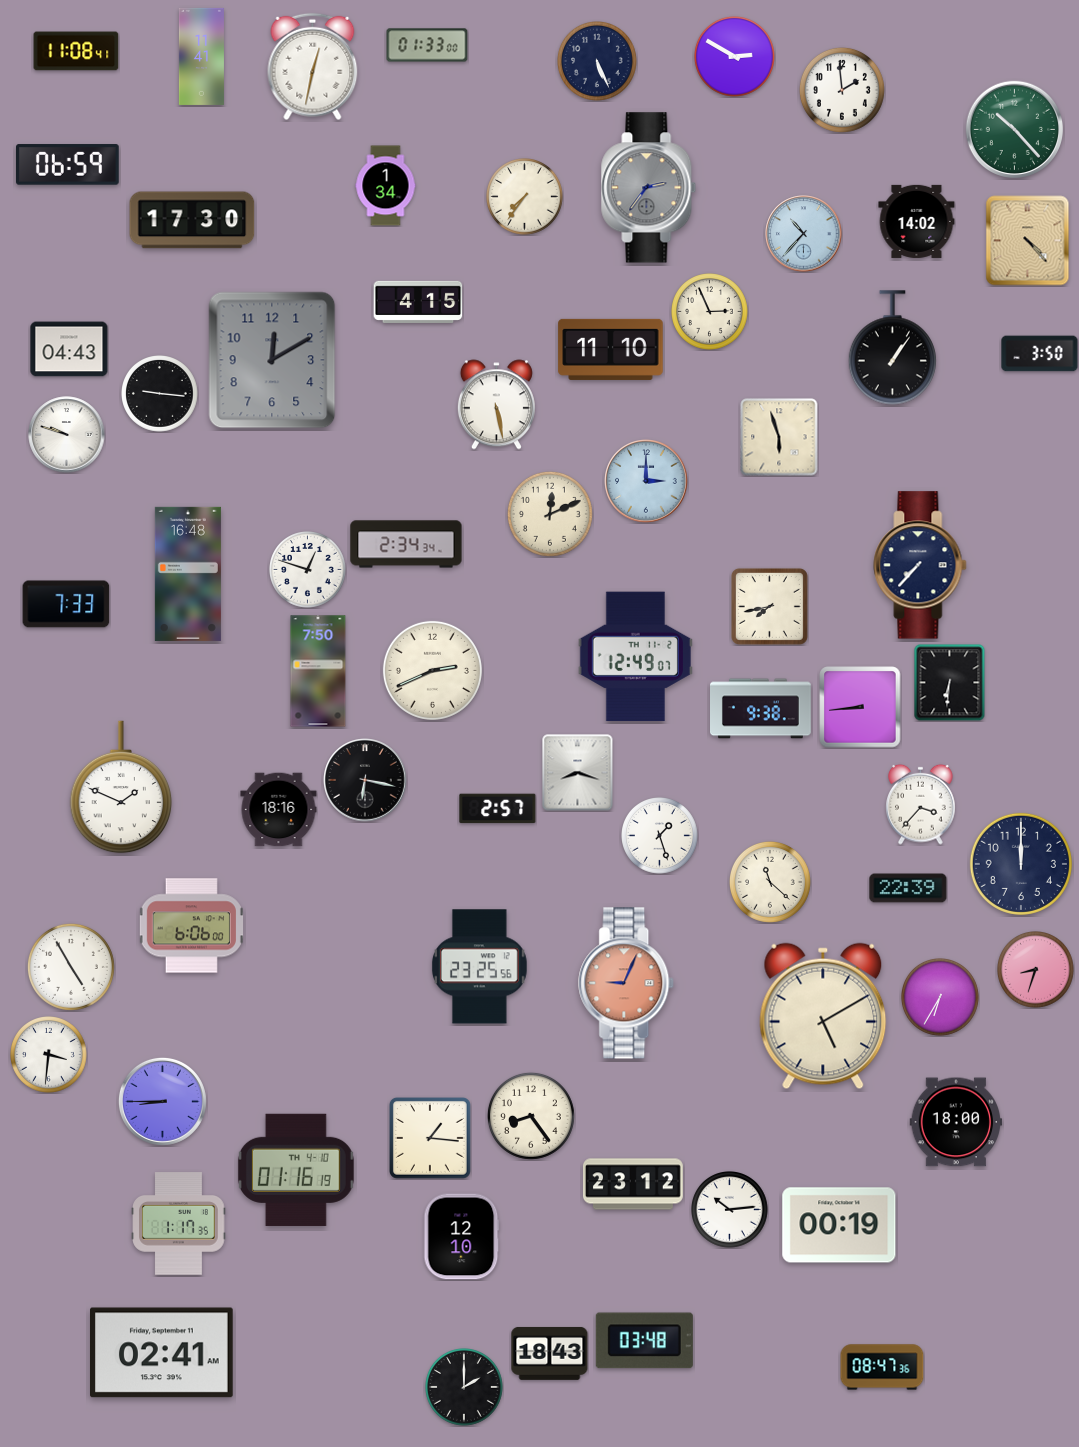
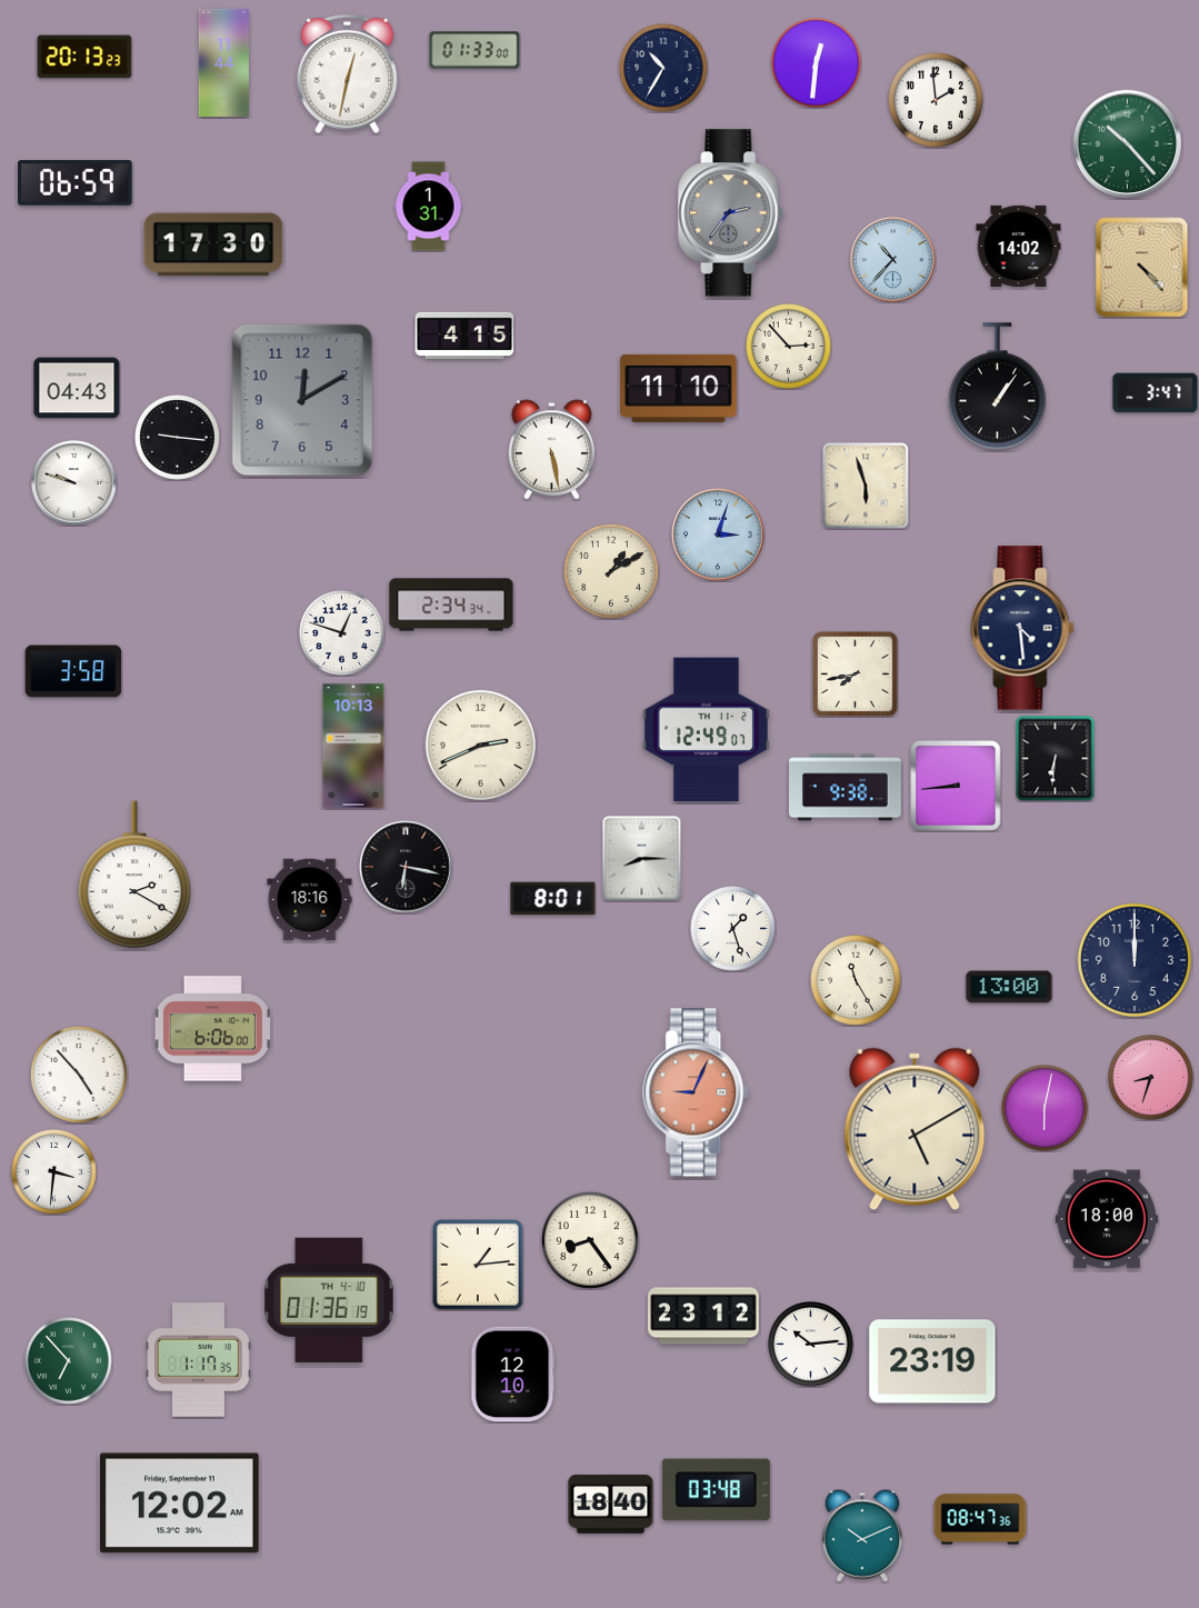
clock at (76, 51): 11:08 -> 20:13
clock at (201, 56): 11:41 -> 11:44
clock at (734, 56): 2:50 -> 12:31
clock at (598, 62): 5:26 -> 10:35
clock at (386, 186): 1:34 -> 1:31
clock at (649, 188) position: (649, 188) -> (731, 213)
clock at (525, 197): 7:36 -> none
clock at (710, 312): 2:56 -> 2:53
clock at (892, 348) position: (892, 348) -> (997, 387)
clock at (1040, 354): 3:50 -> 3:47
clock at (646, 481): 3:00 -> 3:03
clock at (550, 514): 12:11 -> 1:10
clock at (920, 565): 7:37 -> 4:29
clock at (188, 574): 16:48 -> none
clock at (66, 604): 7:33 -> 3:58
clock at (318, 671): 7:50 -> 10:13
clock at (578, 773): 8:18 -> 8:15
clock at (121, 787): 1:49 -> 2:20
clock at (921, 804): 3:37 -> none
clock at (498, 809): 2:57 -> 8:01
clock at (770, 882): 11:22 -> 11:25
clock at (908, 888): 22:39 -> 13:00
clock at (71, 967): 4:55 -> 4:53
clock at (479, 967): 23:25 -> none
clock at (941, 998): 6:35 -> 6:02
clock at (162, 1101): 8:45 -> none
clock at (956, 1122) position: (956, 1122) -> (1107, 1219)
clock at (430, 1138): 1:16 -> 1:14
clock at (296, 1170): 01:16 -> 01:36
clock at (69, 1361): none -> 6:53
clock at (839, 1225): 00:19 -> 23:19
clock at (162, 1353): 02:41 -> 12:02
clock at (550, 1353): 18:43 -> 18:40
clock at (862, 1536): none -> 10:11
clock at (465, 1388): 2:00 -> none
